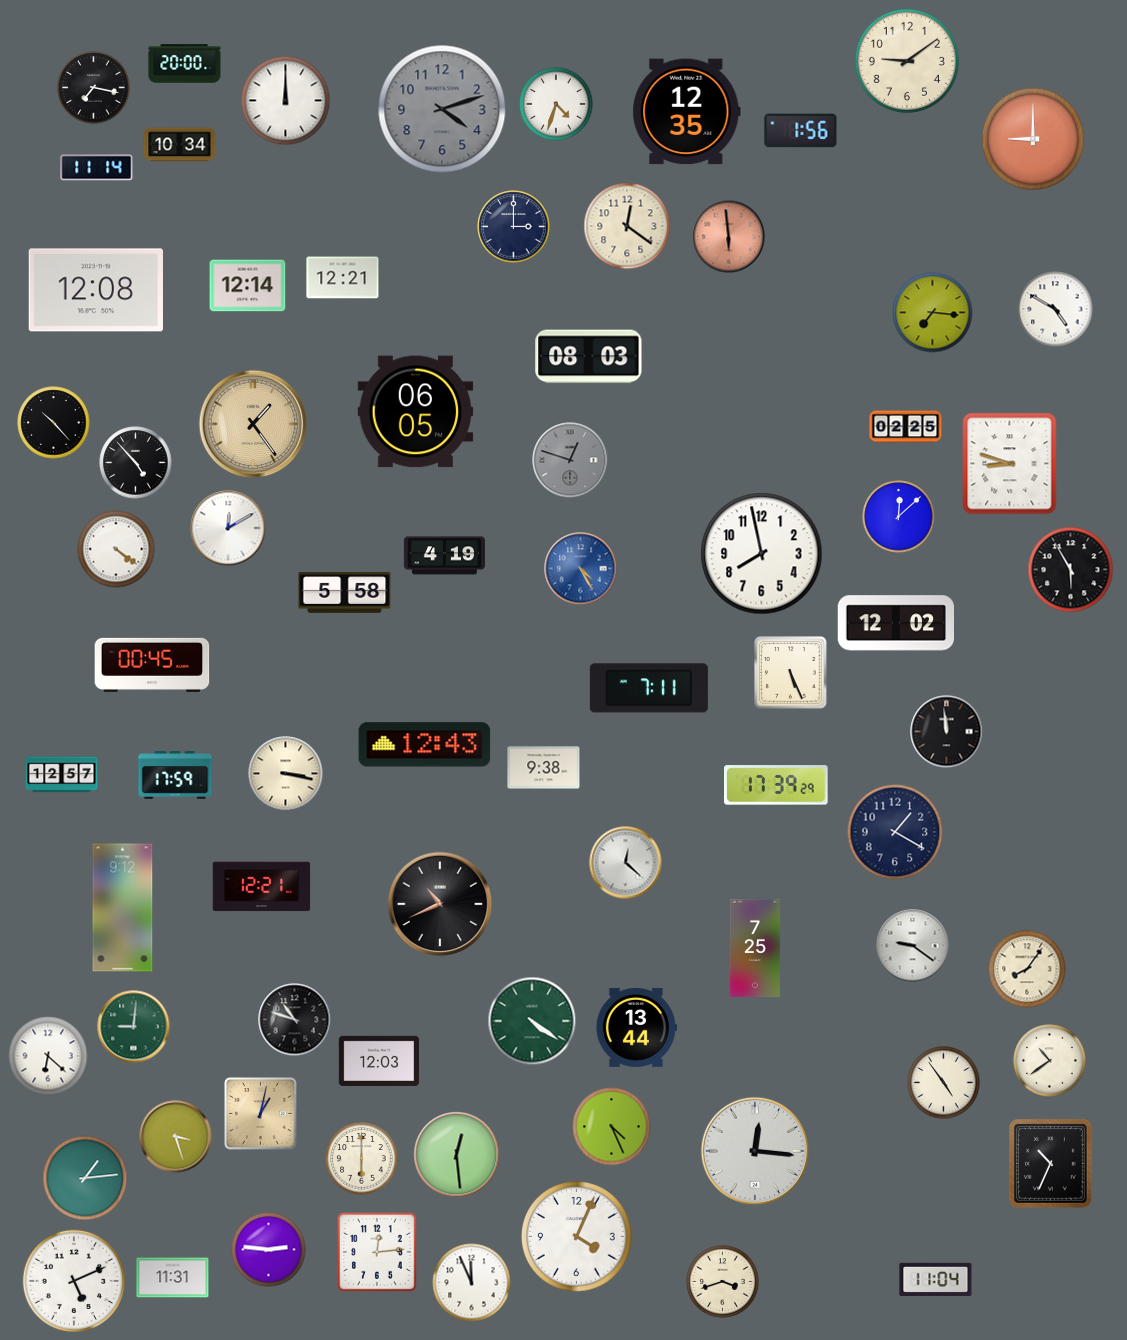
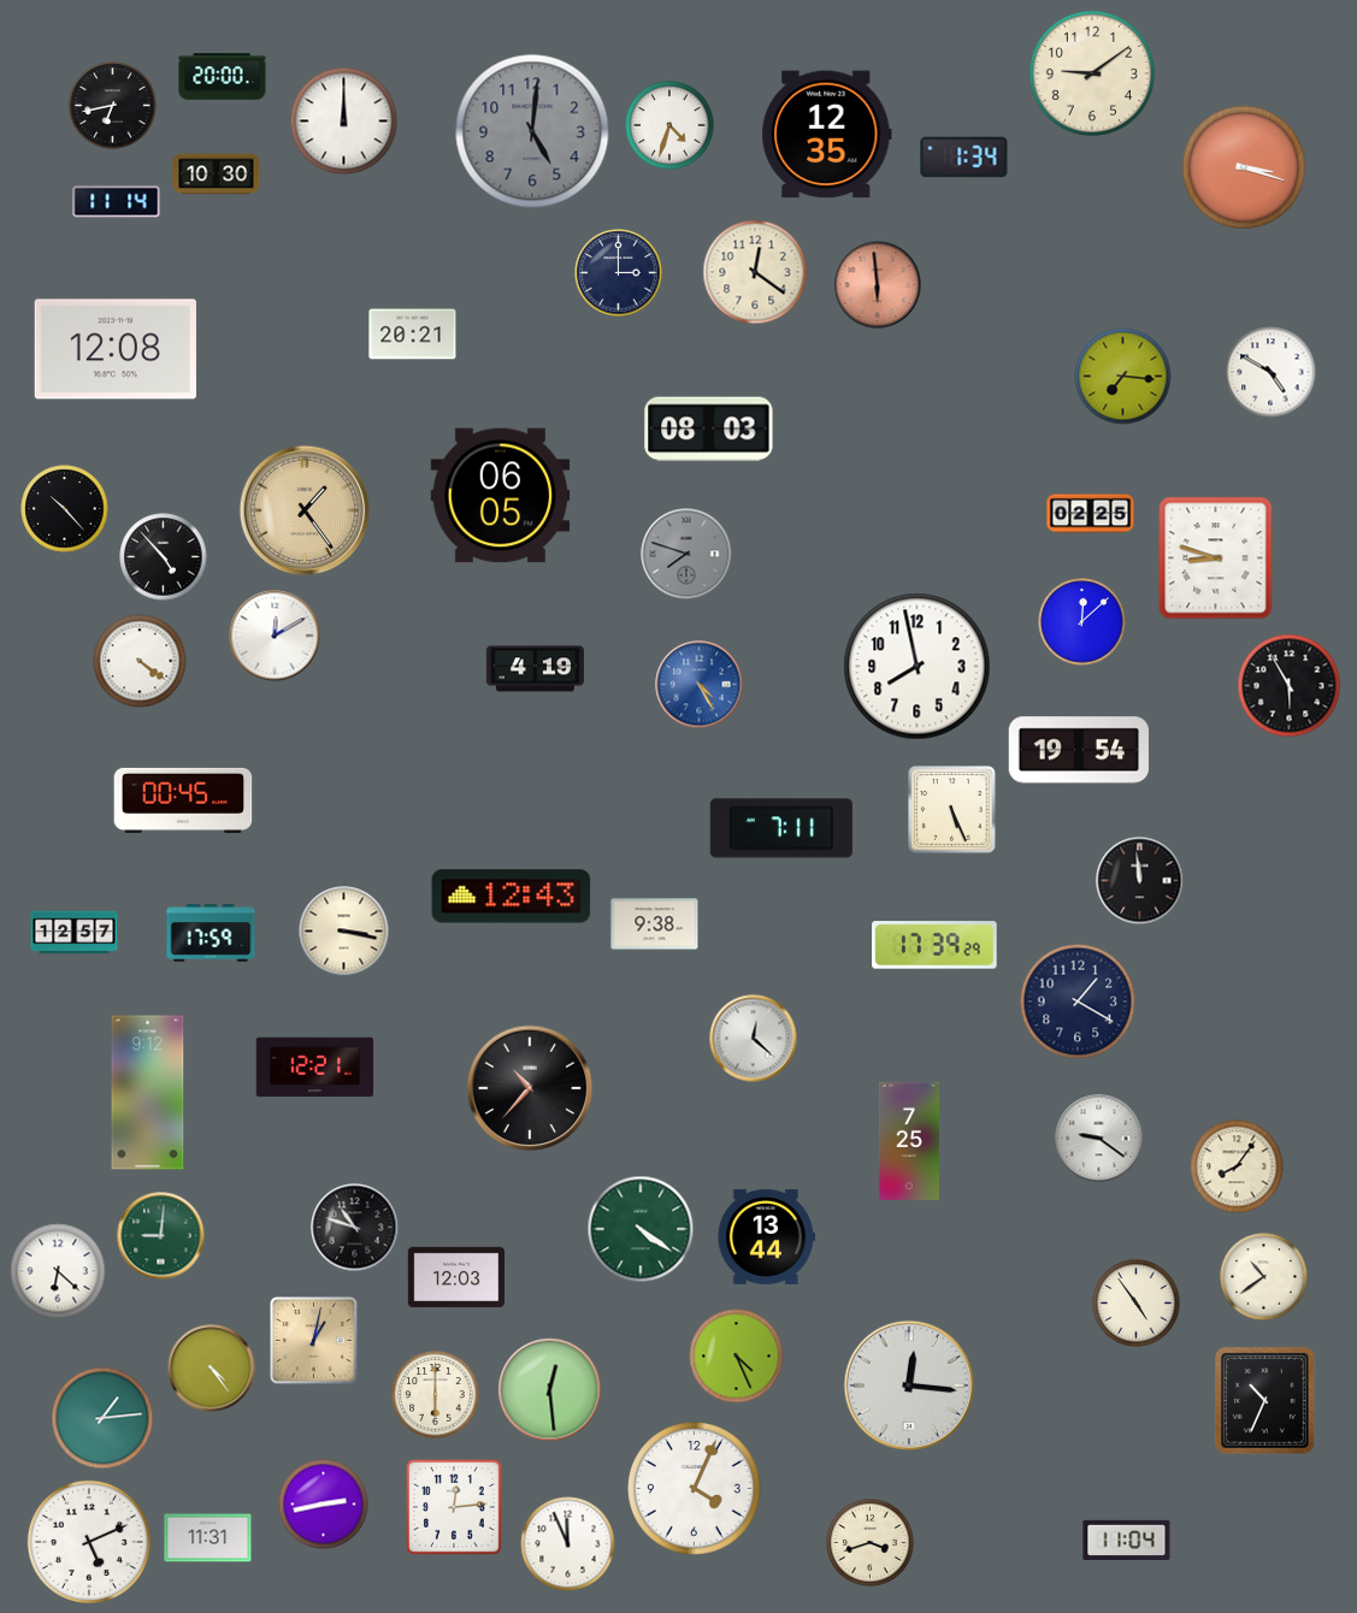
clock at (94, 88): 7:17 -> 6:43
clock at (442, 109): 4:12 -> 5:01
clock at (801, 131): 1:56 -> 1:34
clock at (1033, 139): 9:00 -> 3:18
clock at (180, 145): 10:34 -> 10:30
clock at (343, 278): 12:21 -> 20:21
clock at (248, 286): 12:14 -> none
clock at (570, 460): 12:48 -> 7:48
clock at (345, 593): 5:58 -> none
clock at (895, 623): 12:02 -> 19:54
clock at (440, 904): 10:41 -> 10:37
clock at (176, 1137): 3:27 -> 4:24
clock at (269, 1250): 2:46 -> 2:43
